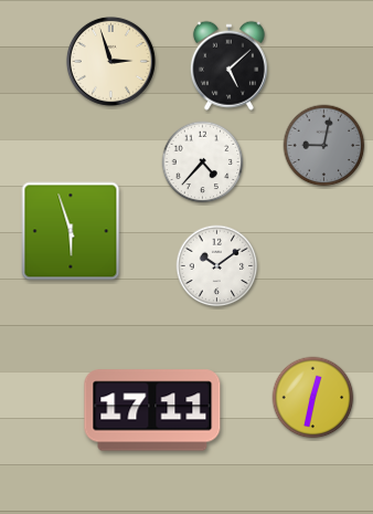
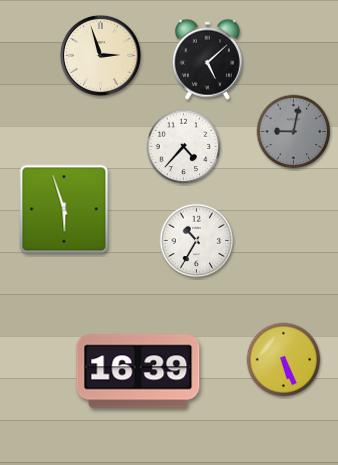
clock at (217, 266): 10:09 -> 10:35
clock at (313, 398): 12:32 -> 5:26
clock at (152, 410): 17:11 -> 16:39
